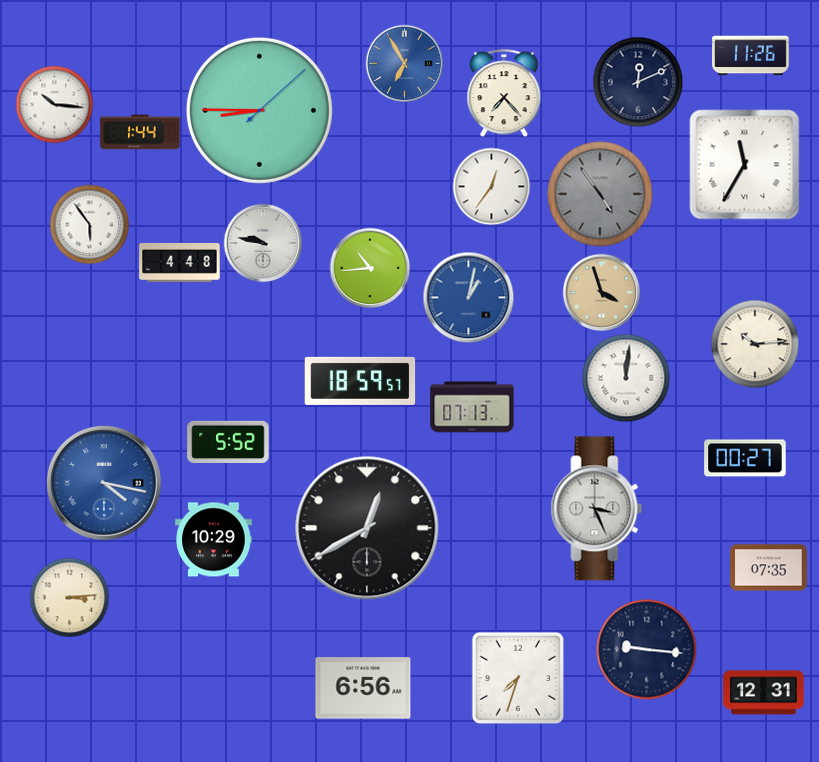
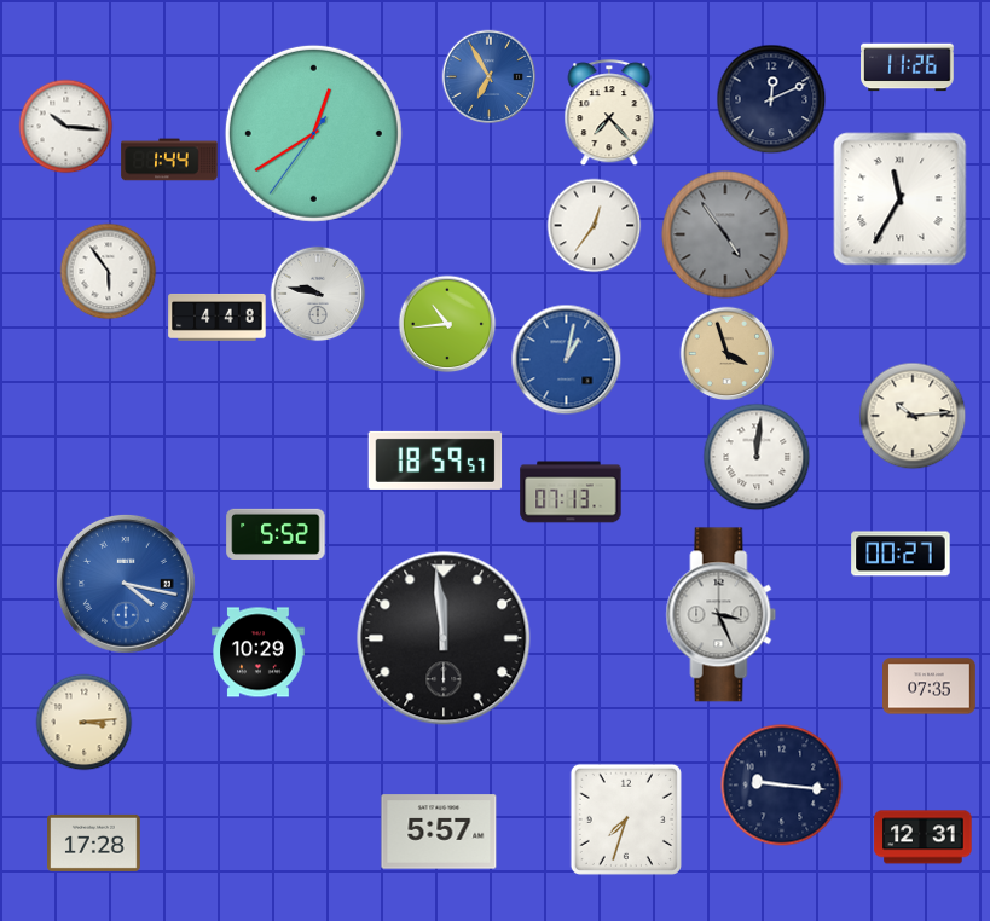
clock at (259, 110): 8:45 -> 12:39
clock at (367, 528): 12:40 -> 11:59
clock at (363, 688): 6:56 -> 5:57
clock at (94, 842): none -> 17:28
